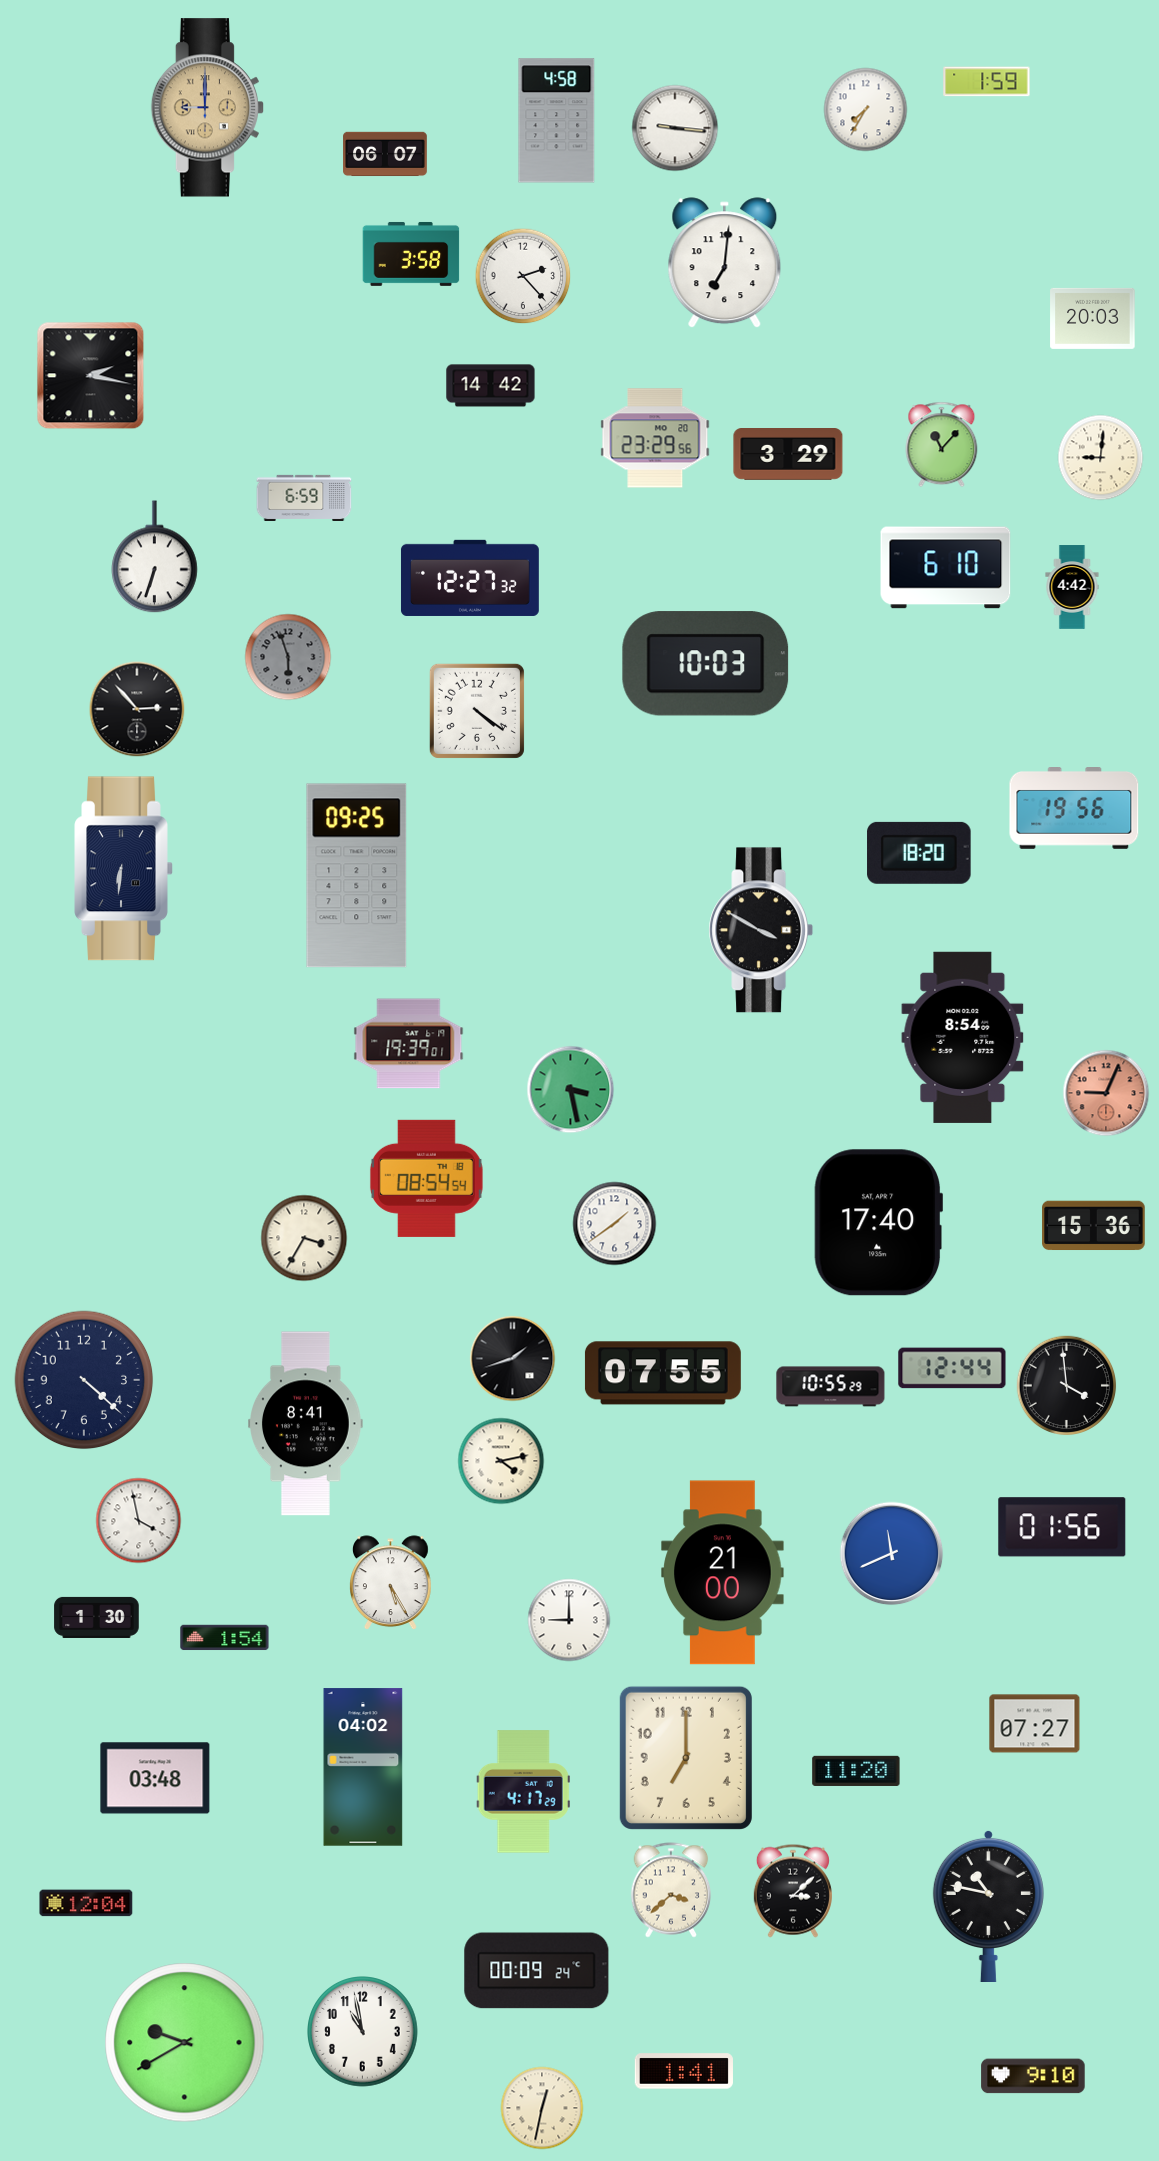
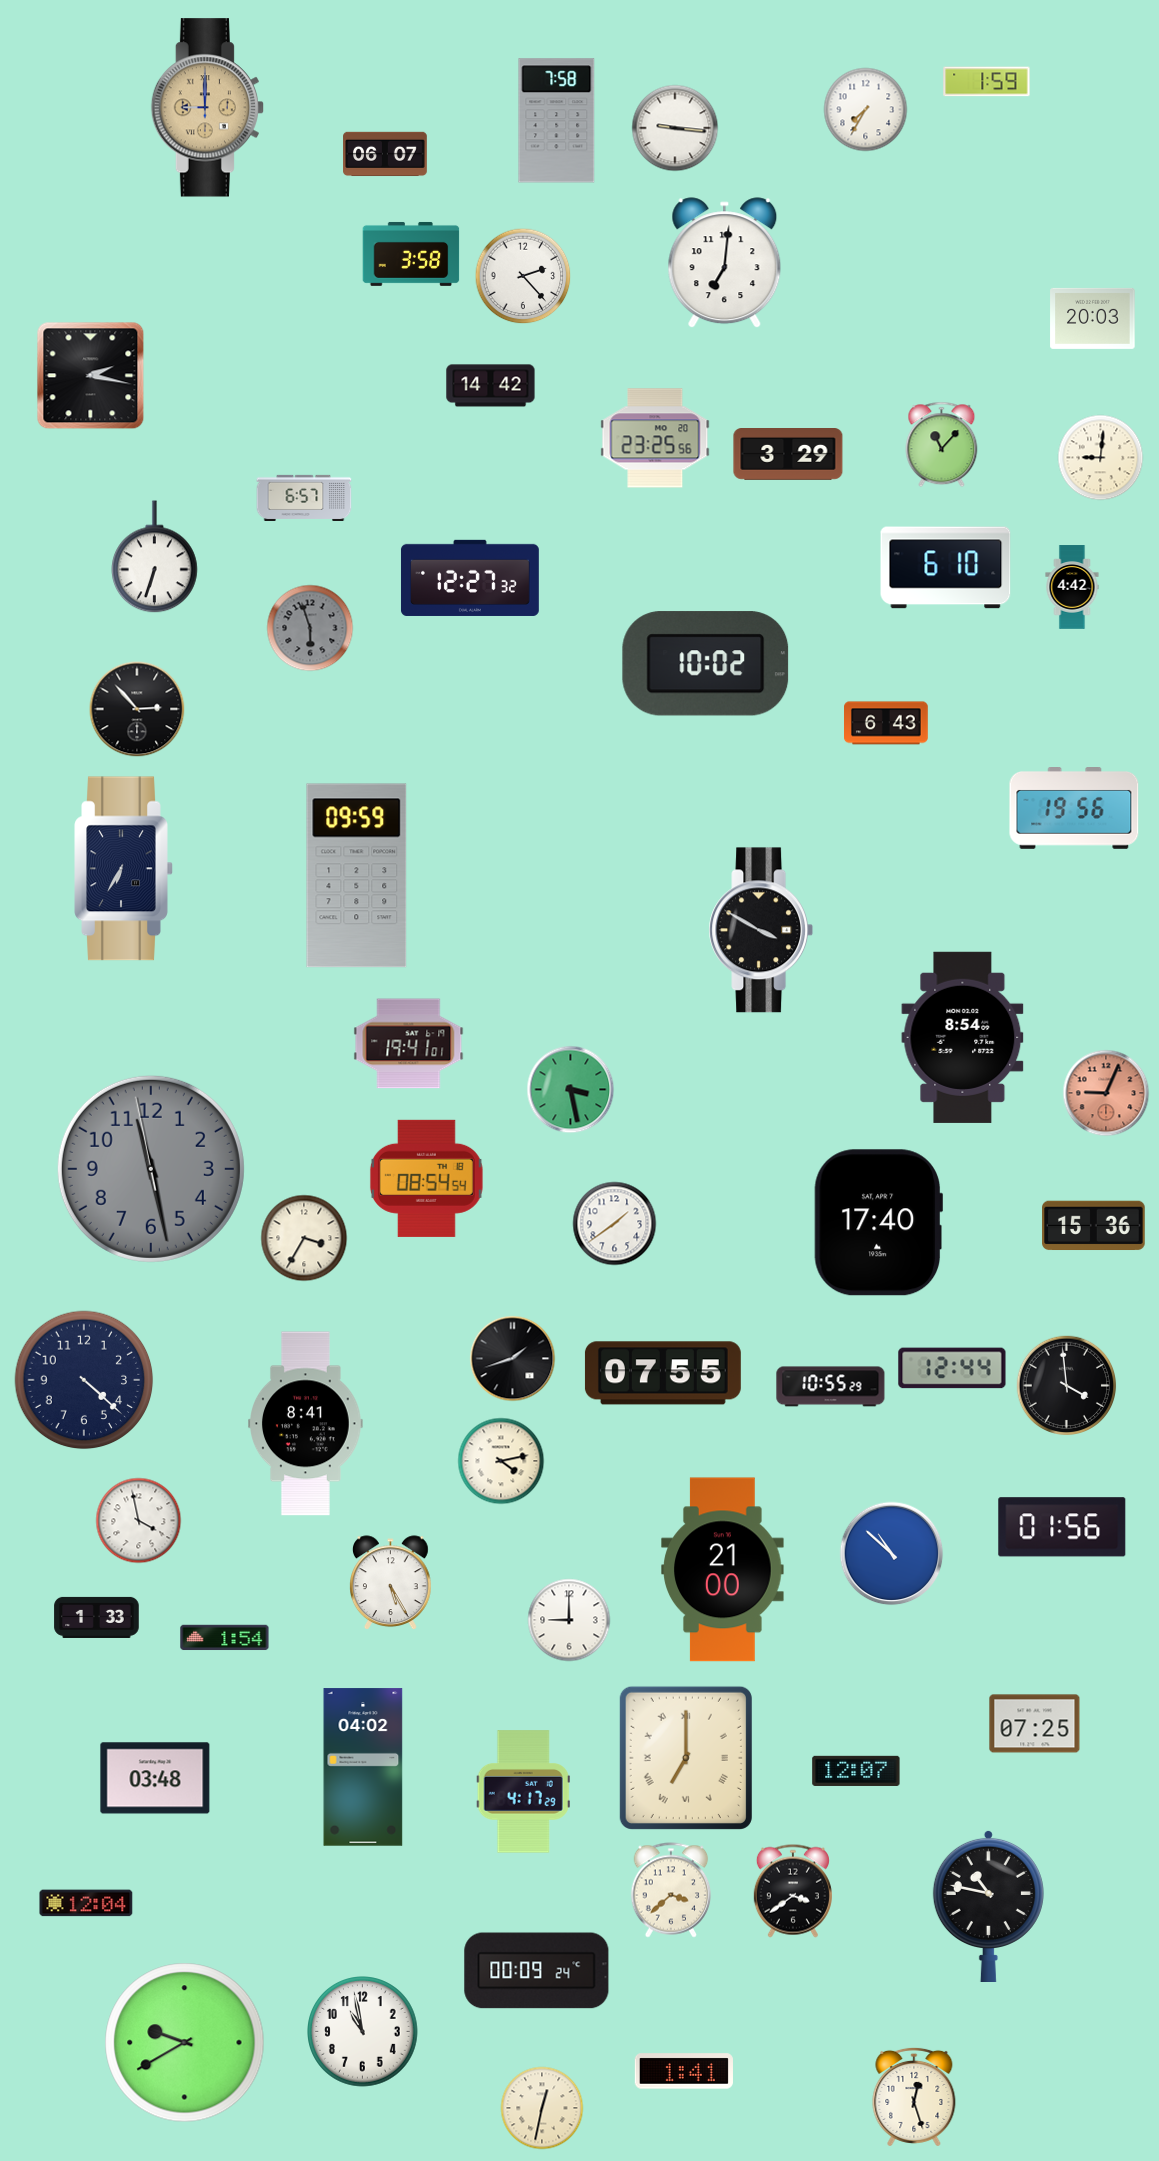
clock at (557, 121): 4:58 -> 7:58
clock at (655, 438): 23:29 -> 23:25
clock at (304, 497): 6:59 -> 6:57
clock at (288, 657) position: (288, 657) -> (310, 628)
clock at (706, 664): 10:03 -> 10:02
clock at (477, 711): 4:21 -> none
clock at (887, 723): none -> 6:43
clock at (919, 853): 18:20 -> none
clock at (124, 869): 6:31 -> 6:35
clock at (357, 876): 09:25 -> 09:59
clock at (409, 1044): 19:39 -> 19:41
clock at (151, 1169): none -> 11:27
clock at (892, 1554): 11:41 -> 10:52
clock at (723, 1573) position: (723, 1573) -> (723, 1570)
clock at (97, 1617): 1:30 -> 1:33
clock at (1035, 1724): 07:27 -> 07:25
clock at (686, 1758) numerals: Arabic -> Roman
clock at (856, 1771): 11:20 -> 12:07
clock at (793, 1891): 3:08 -> 3:39
clock at (1033, 2076): 9:10 -> none
clock at (914, 2097): none -> 12:27
